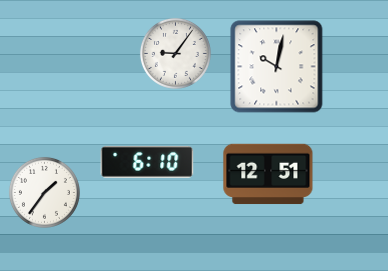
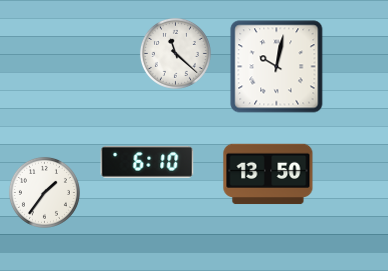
clock at (175, 53): 9:06 -> 11:22
clock at (268, 174): 12:51 -> 13:50
